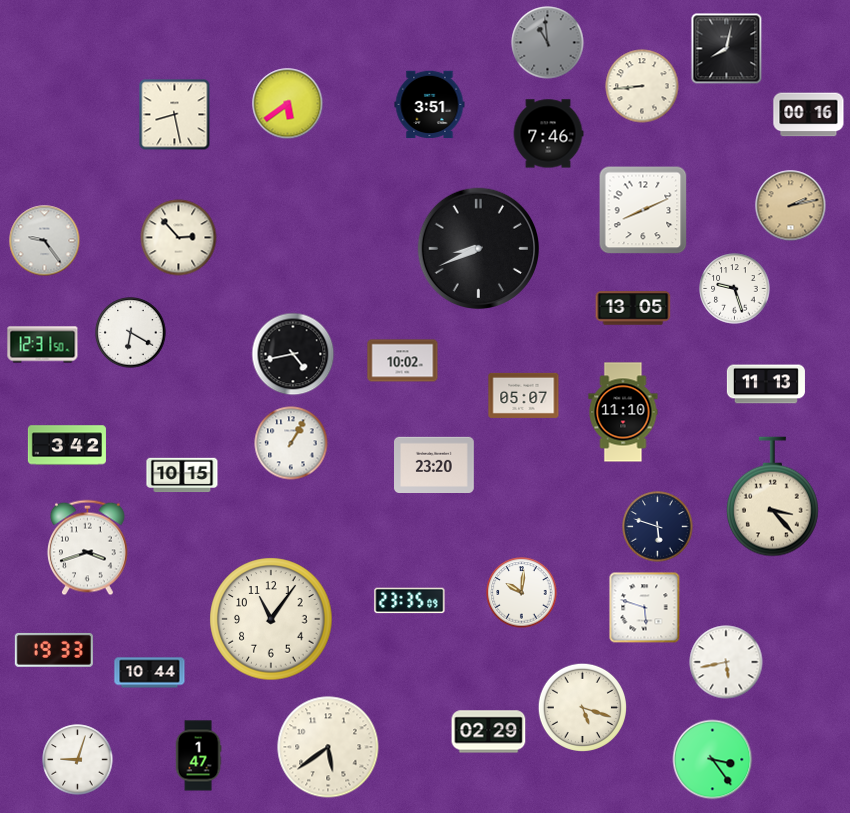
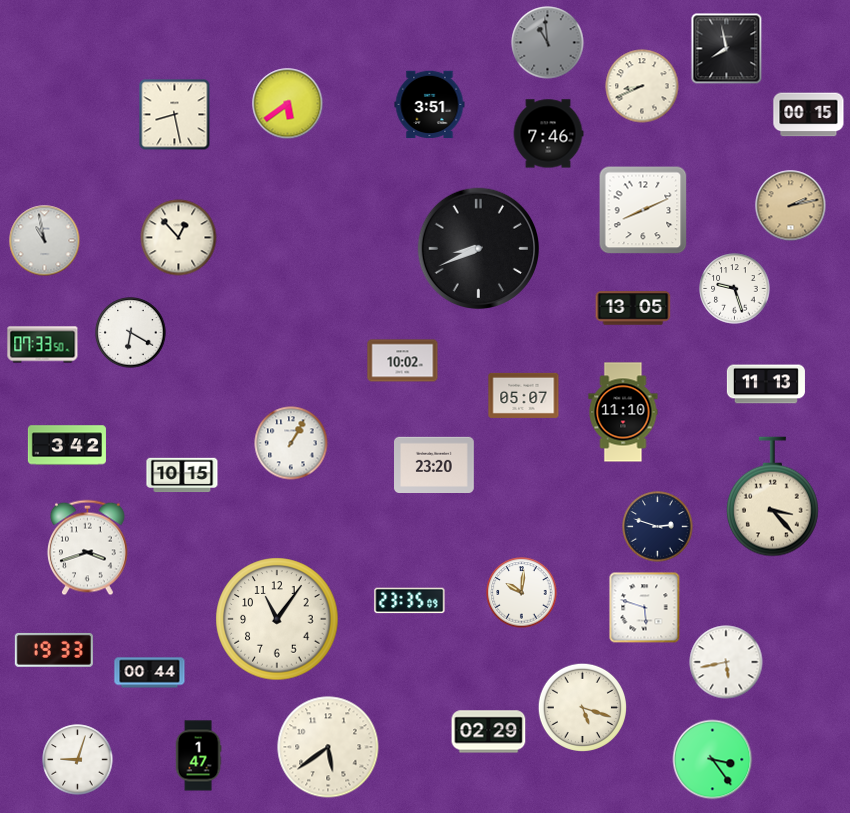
clock at (727, 49): 8:02 -> 7:58
clock at (642, 86): 8:44 -> 8:41
clock at (809, 115): 00:16 -> 00:15
clock at (179, 238): 2:53 -> 12:53
clock at (45, 241): 9:24 -> 10:58
clock at (43, 345): 12:31 -> 07:33
clock at (293, 354): 4:43 -> none
clock at (658, 527): 5:48 -> 2:48
clock at (271, 619) position: (271, 619) -> (277, 619)
clock at (150, 673): 10:44 -> 00:44
